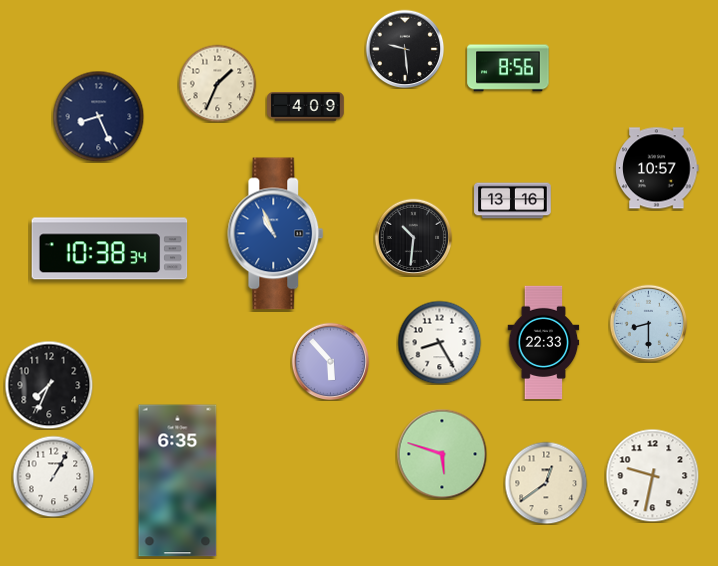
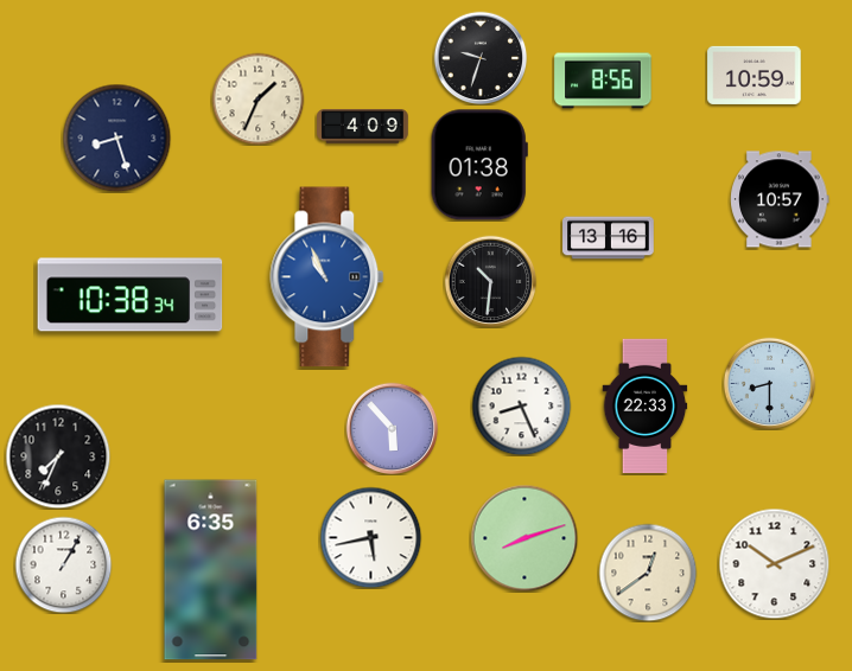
clock at (405, 49): 9:29 -> 9:33
clock at (755, 75): none -> 10:59
clock at (98, 116): 8:26 -> 8:27
clock at (479, 165): none -> 01:38
clock at (439, 342): 8:25 -> 8:26
clock at (370, 537): none -> 5:43
clock at (442, 454): 5:48 -> 8:12
clock at (652, 475): 9:32 -> 10:11
